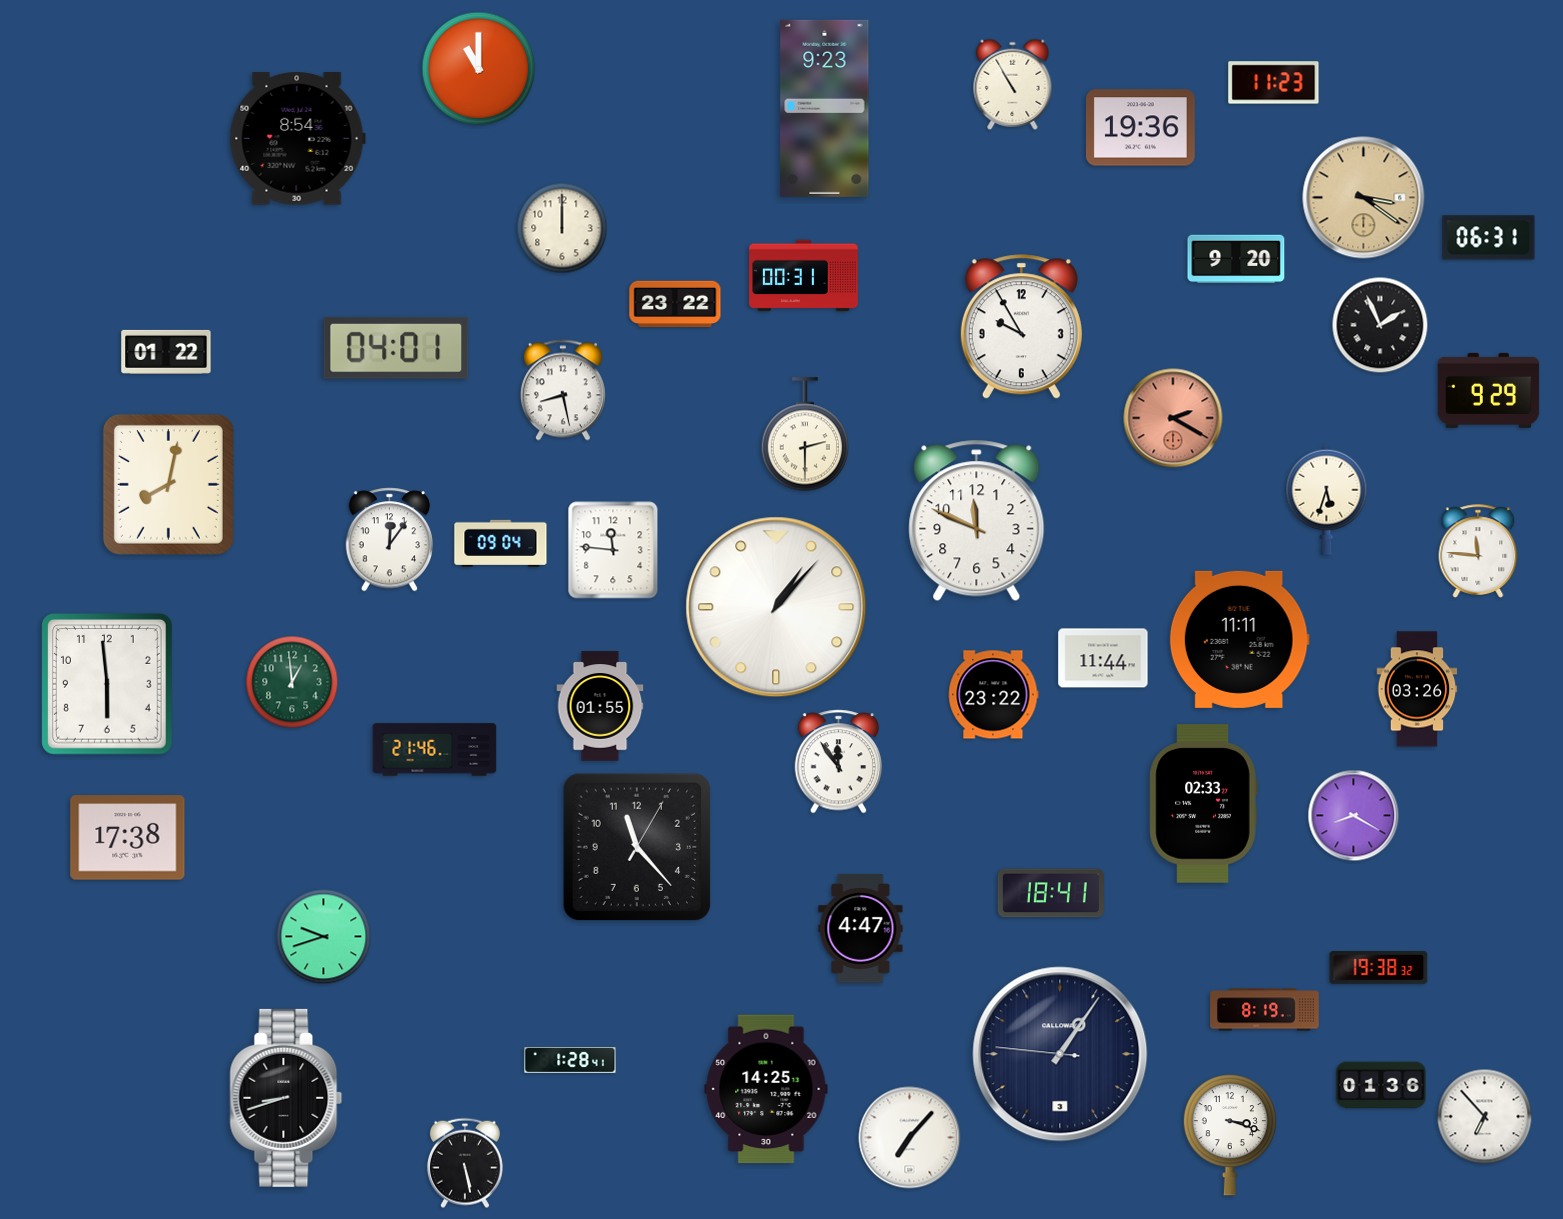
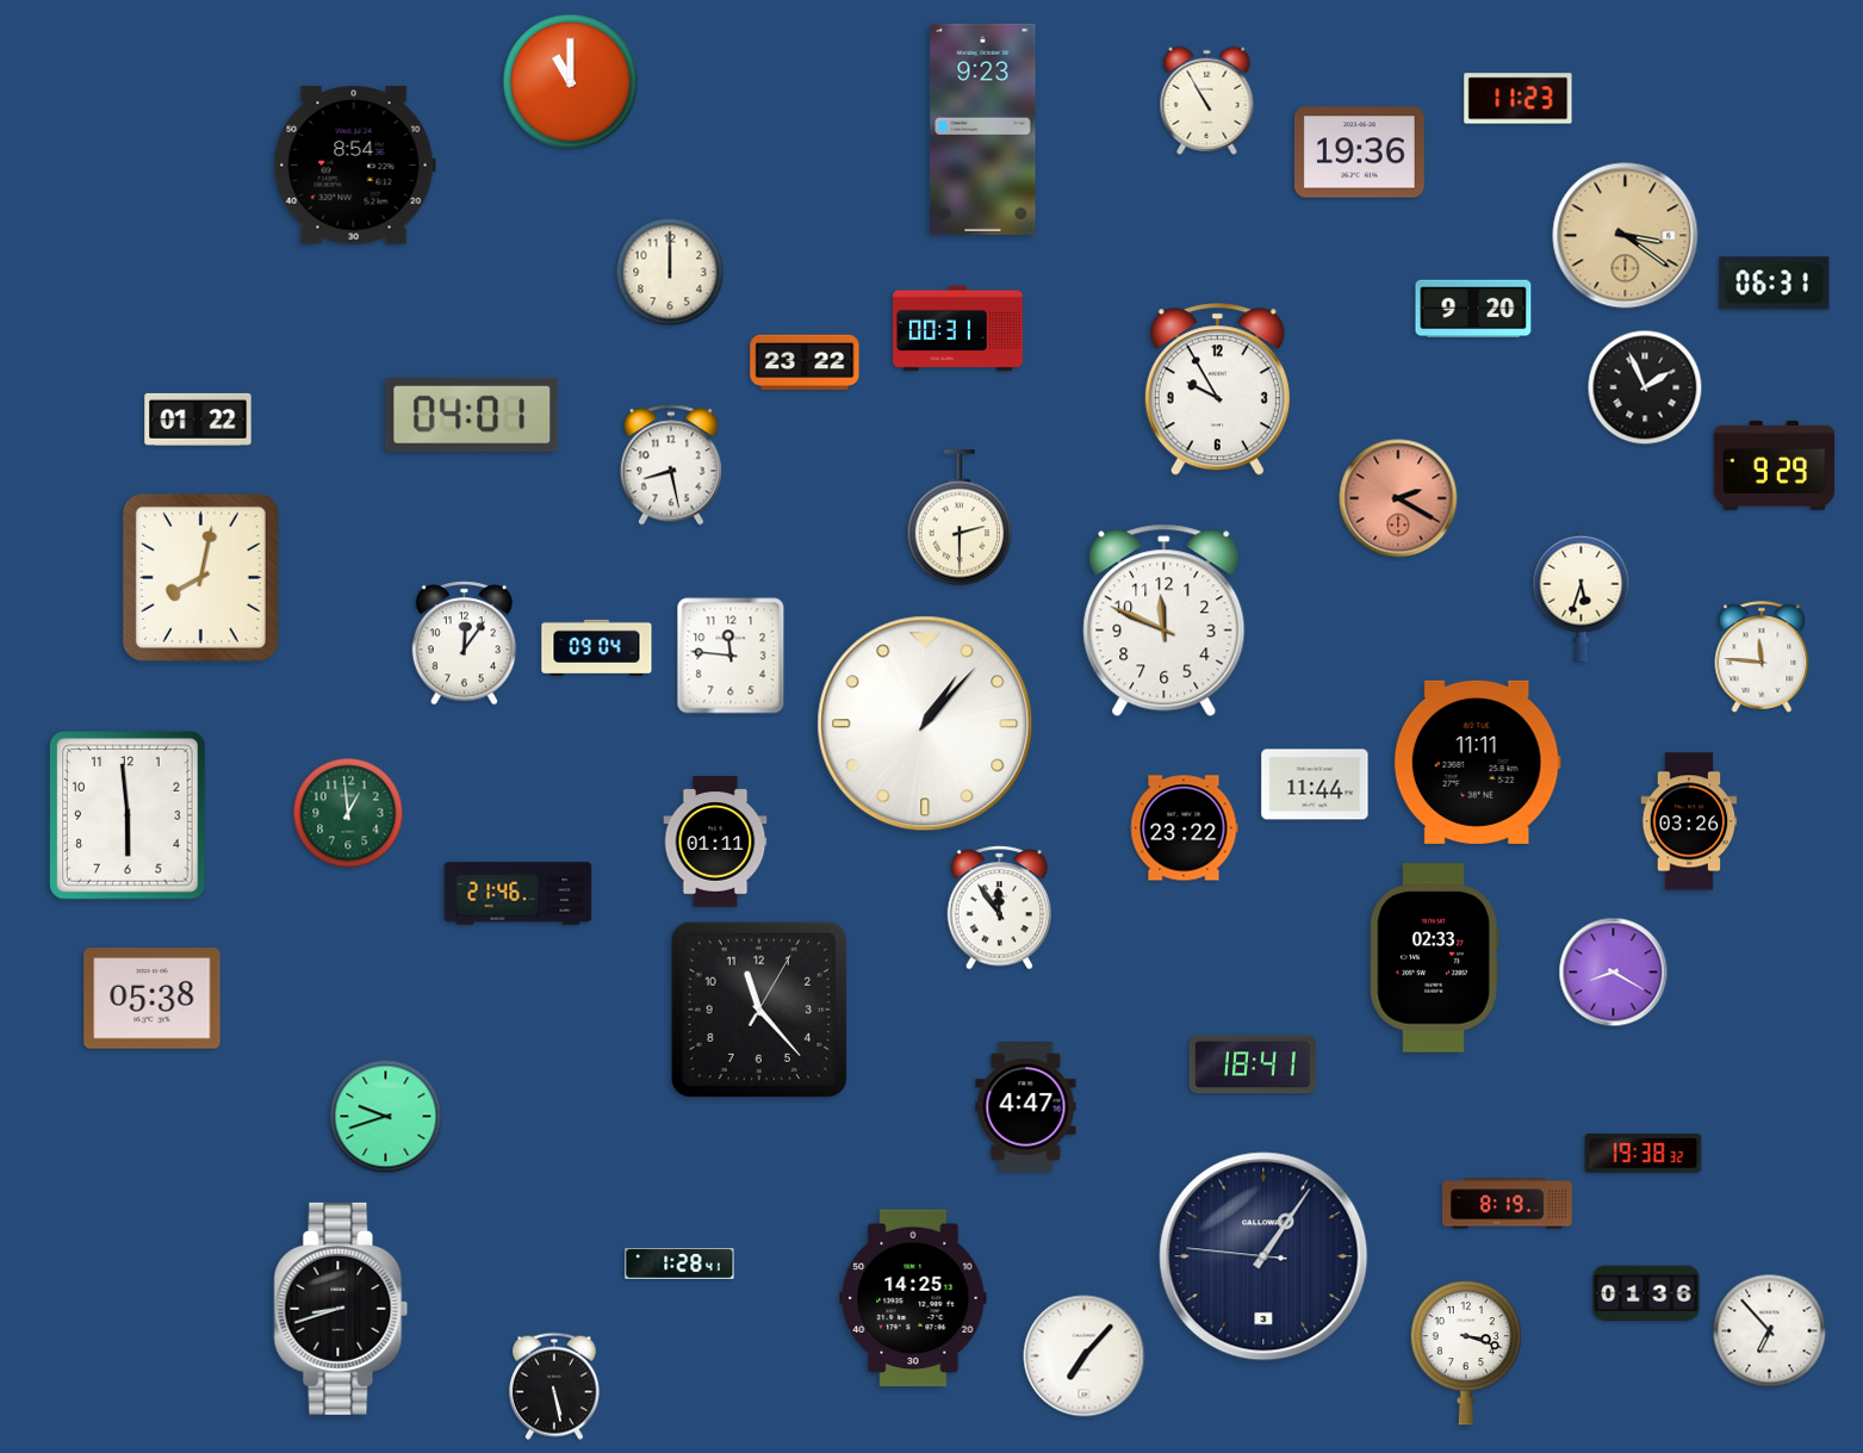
clock at (600, 706): 01:55 -> 01:11
clock at (128, 838): 17:38 -> 05:38
